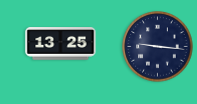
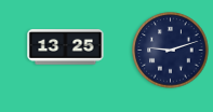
clock at (158, 47): 9:16 -> 9:12
